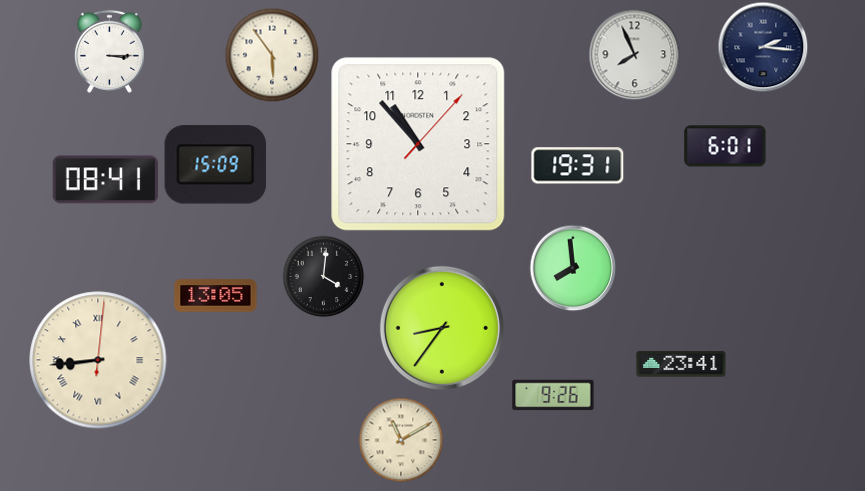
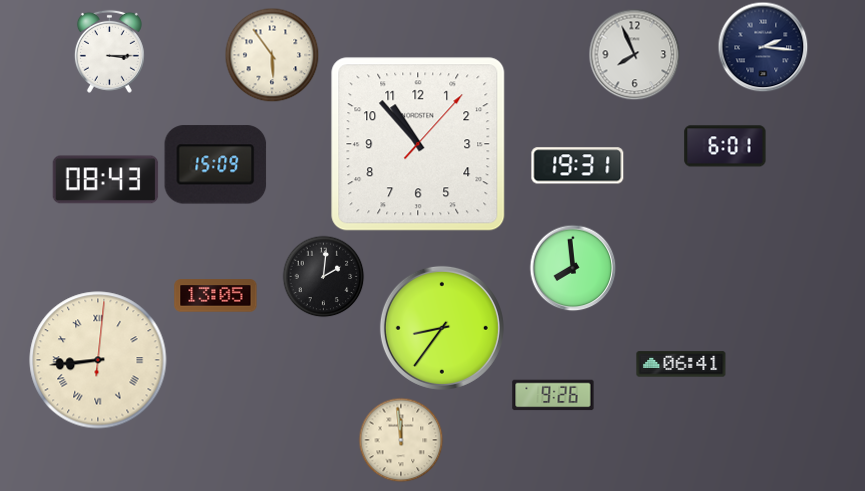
clock at (106, 180): 08:41 -> 08:43
clock at (323, 276): 4:01 -> 2:01
clock at (681, 364): 23:41 -> 06:41
clock at (401, 440): 11:10 -> 11:59
